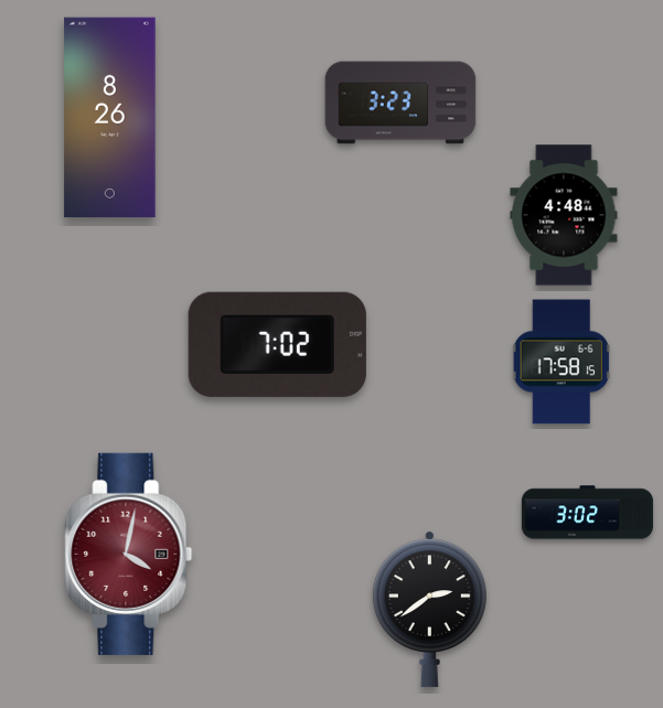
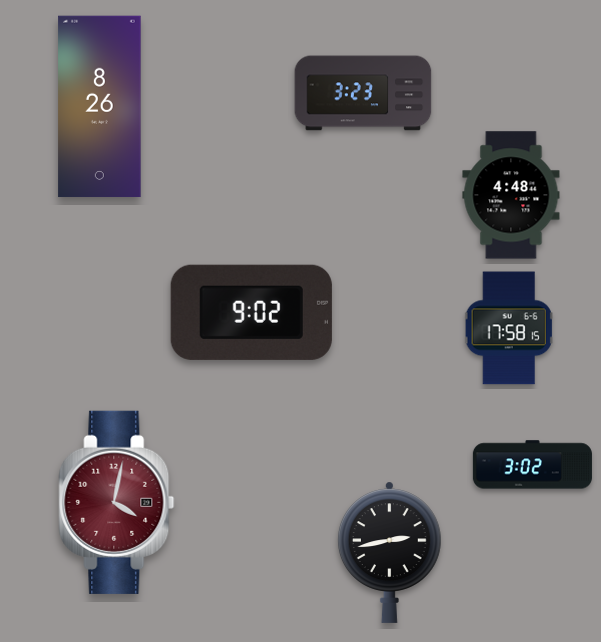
clock at (277, 344): 7:02 -> 9:02
clock at (429, 609): 2:39 -> 2:43
